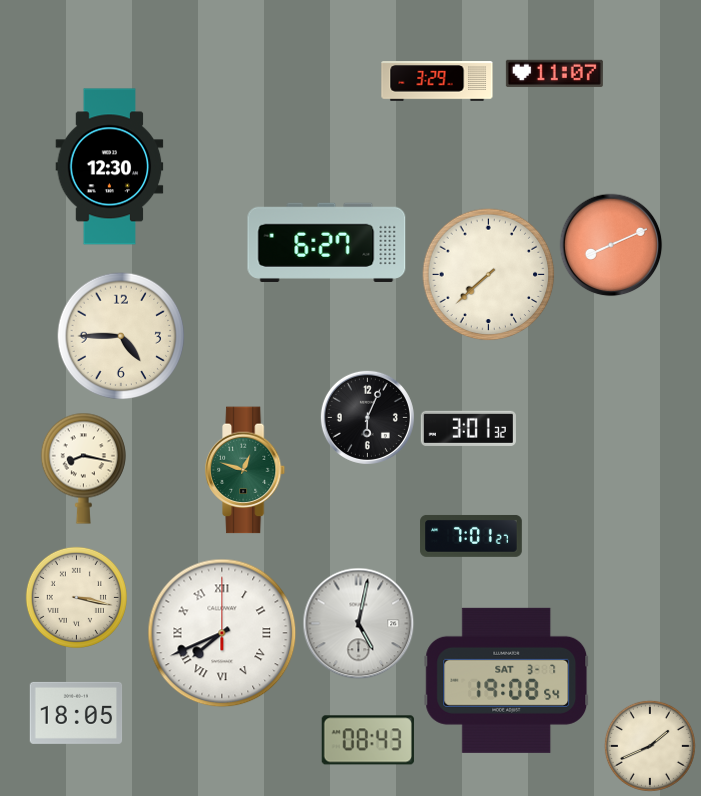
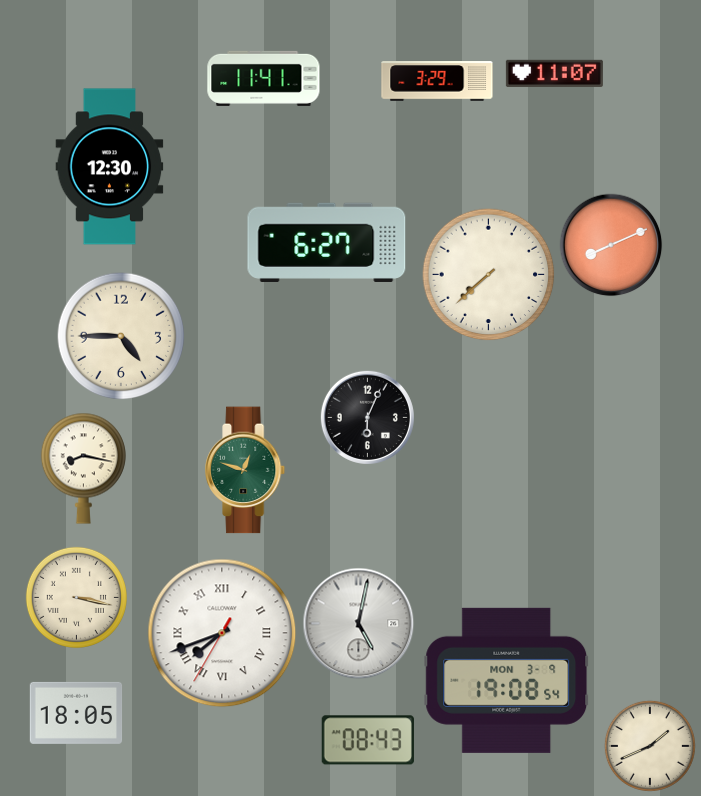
clock at (264, 78): none -> 11:41
clock at (468, 428): 3:01 -> none
clock at (471, 536): 7:01 -> none
clock at (222, 633): 7:41:00 -> 7:41:35
clock at (507, 680) date: SAT 3-7 -> MON 3-9
